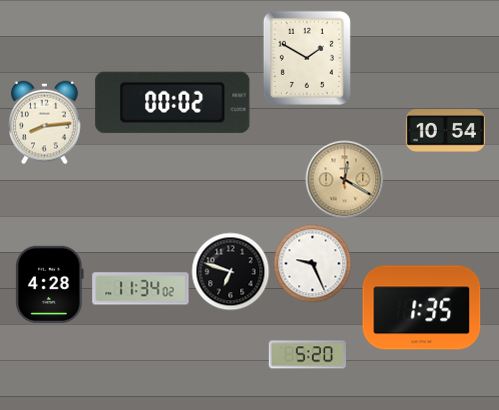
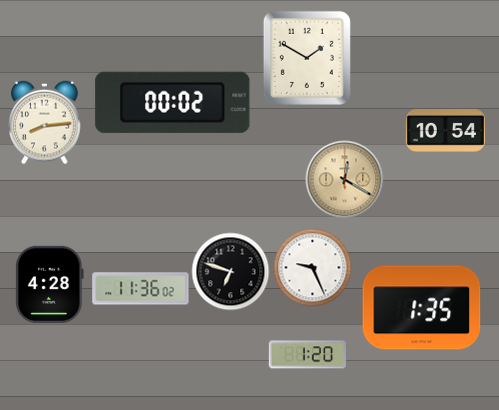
clock at (312, 263) position: (312, 263) -> (312, 267)
clock at (141, 289): 11:34 -> 11:36
clock at (307, 355): 5:20 -> 1:20
